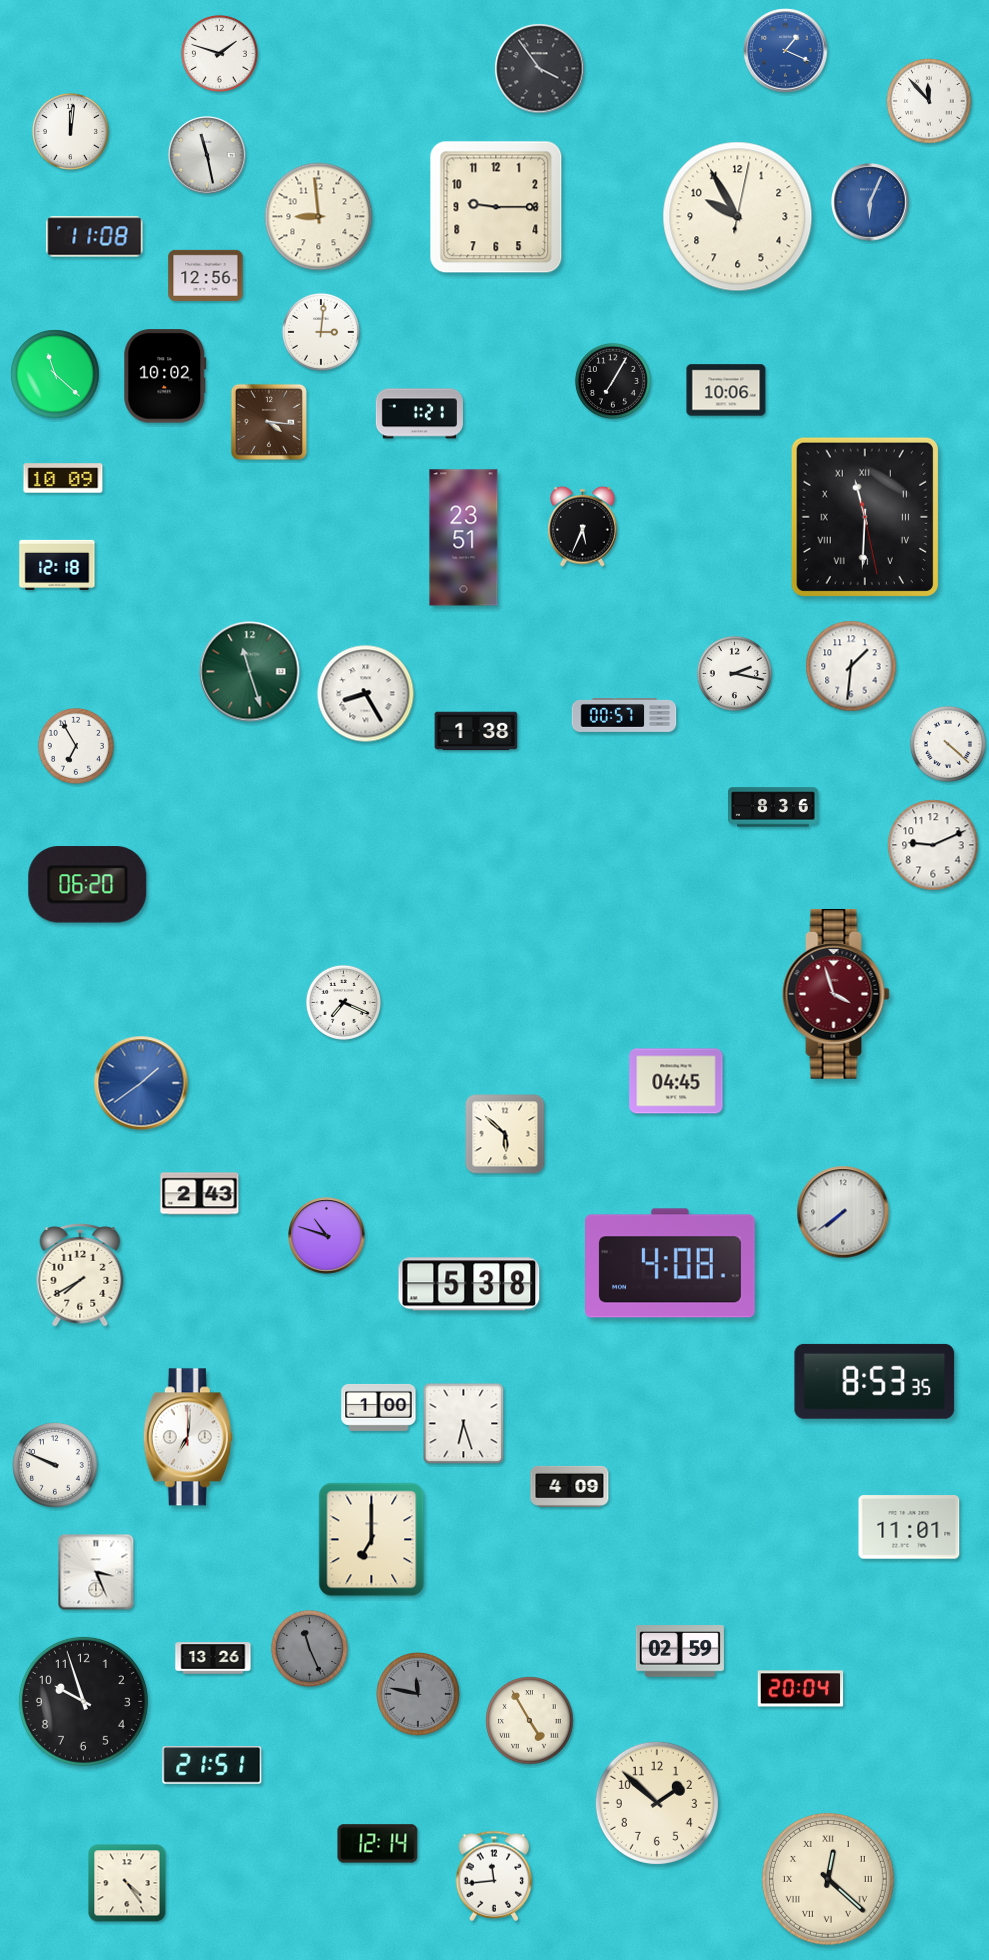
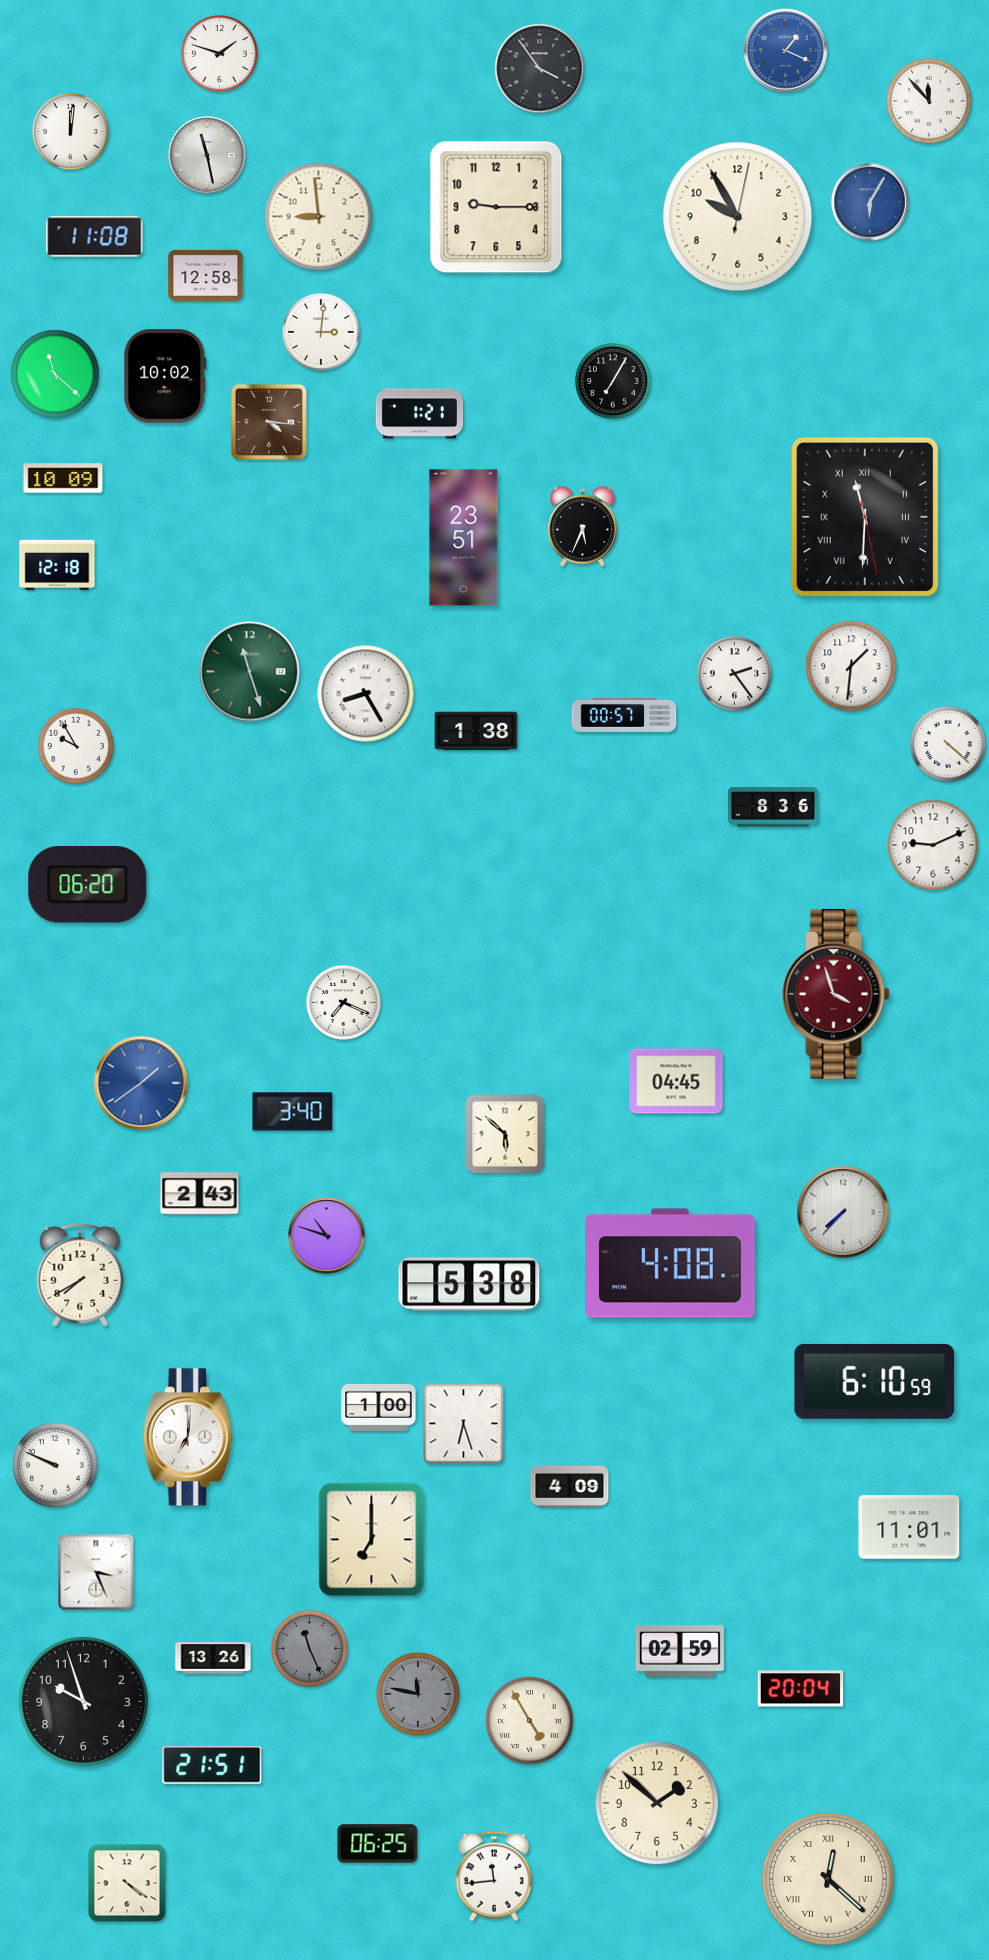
clock at (870, 202): 6:04 -> 6:05
clock at (206, 275): 12:56 -> 12:58
clock at (726, 390): 10:06 -> none
clock at (734, 673): 2:17 -> 2:24
clock at (76, 746): 6:55 -> 9:55
clock at (293, 1112): none -> 3:40
clock at (843, 1212): 7:39 -> 7:37
clock at (875, 1381): 8:53 -> 6:10
clock at (378, 1844): 12:14 -> 06:25
clock at (127, 1883): 4:24 -> 4:21
